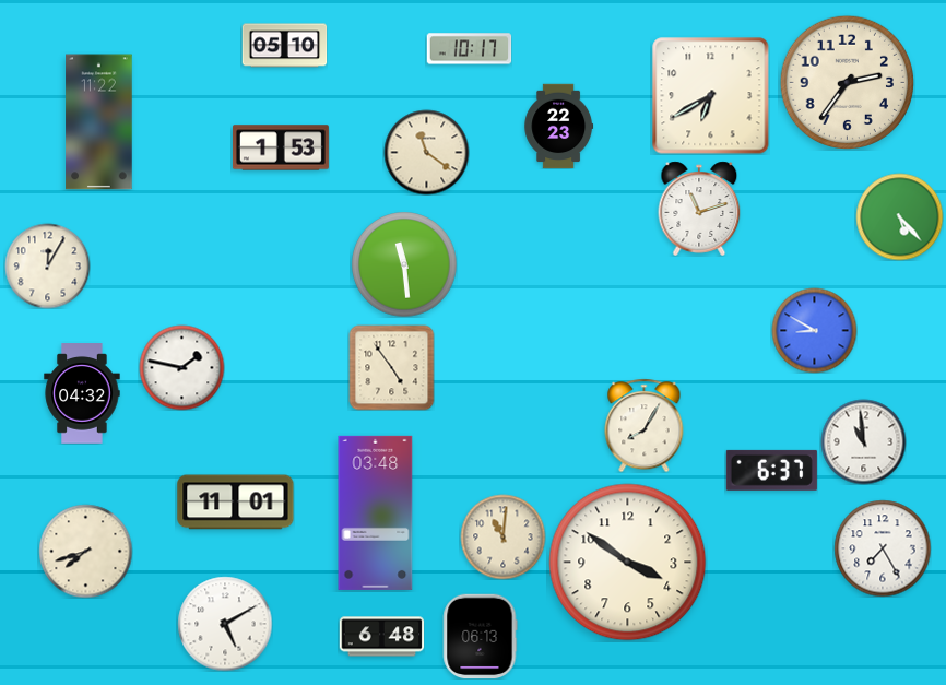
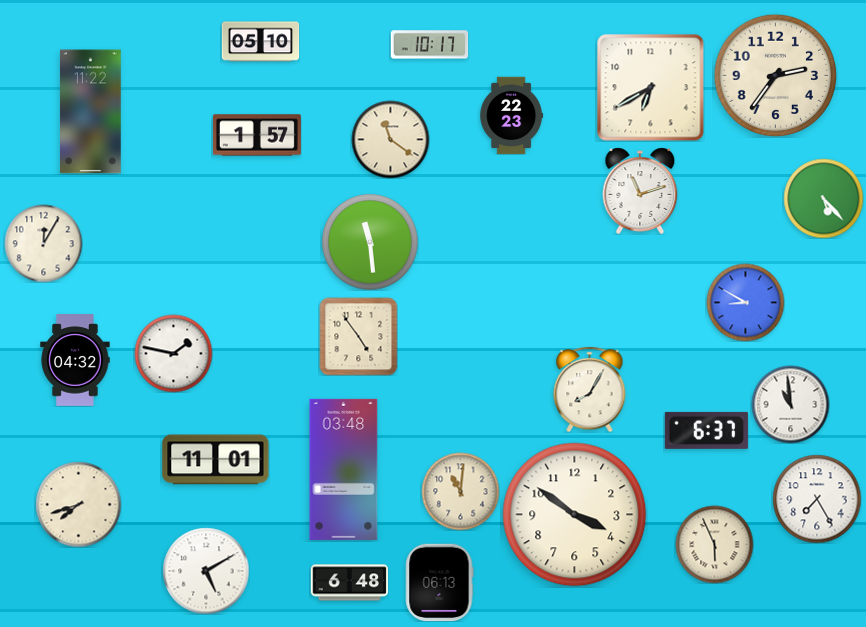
clock at (281, 147): 1:53 -> 1:57
clock at (181, 367) position: (181, 367) -> (173, 353)
clock at (883, 548) position: (883, 548) -> (817, 499)
clock at (714, 544): none -> 5:56
